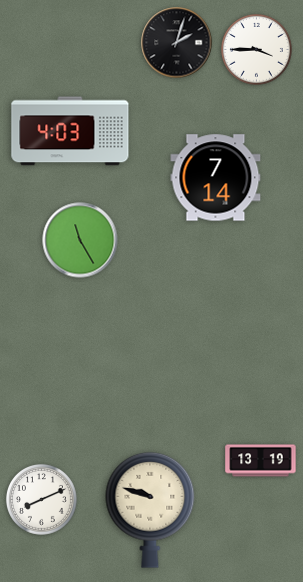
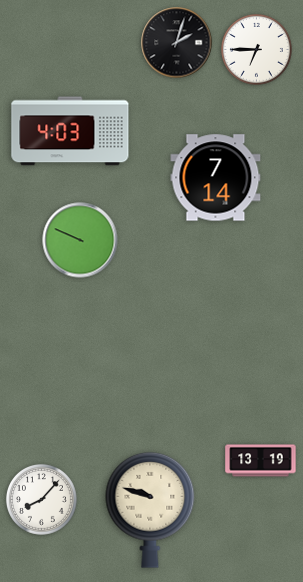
clock at (256, 49): 3:45 -> 6:45
clock at (80, 240): 11:25 -> 9:49
clock at (41, 499): 8:11 -> 8:07
